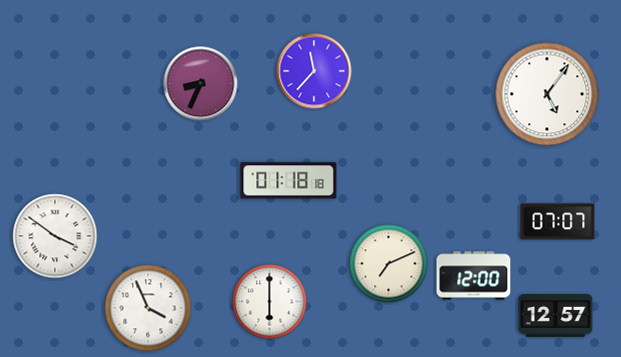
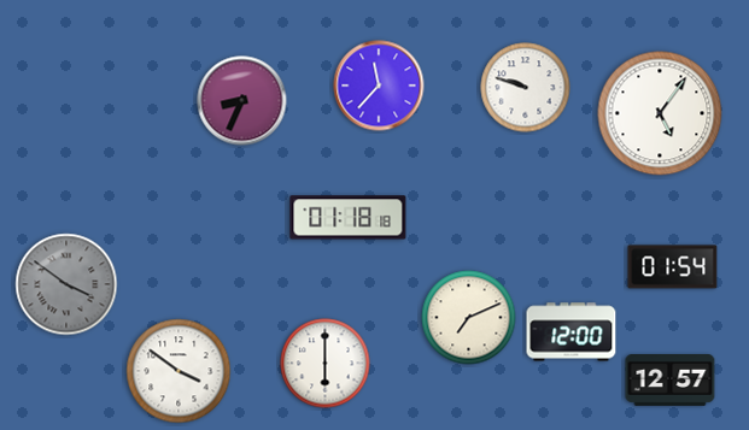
clock at (526, 88): none -> 9:48
clock at (558, 222): 07:07 -> 01:54
clock at (55, 236) dial: white -> grey
clock at (148, 308): 3:56 -> 3:51
